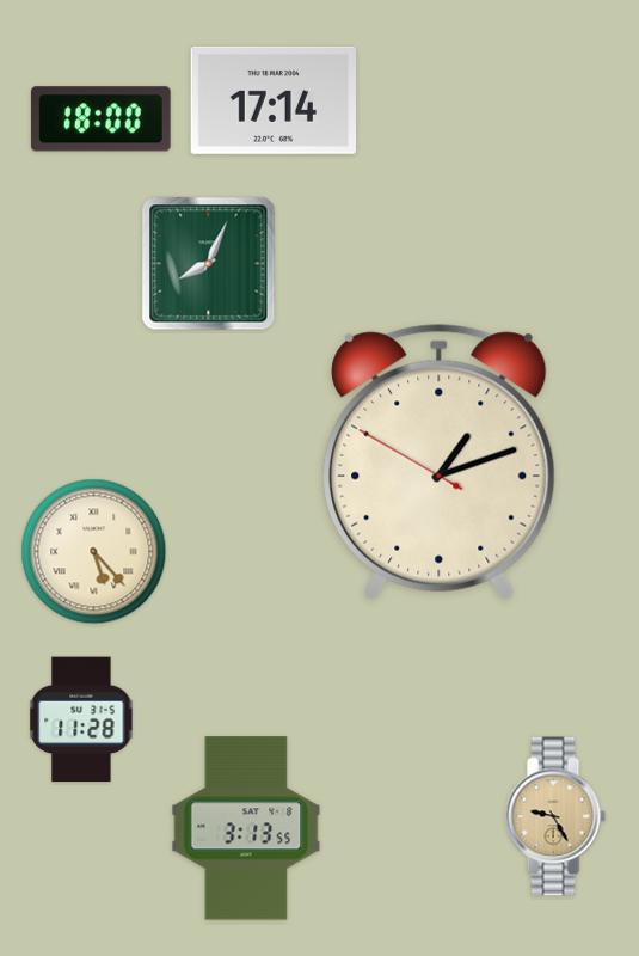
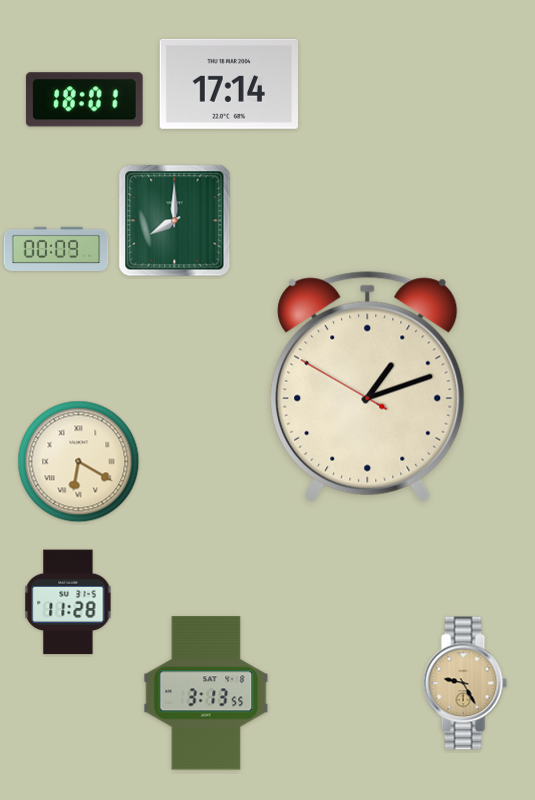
clock at (100, 119): 18:00 -> 18:01
clock at (209, 264): 8:04 -> 8:00
clock at (56, 249): none -> 00:09
clock at (94, 552): 5:23 -> 6:20
